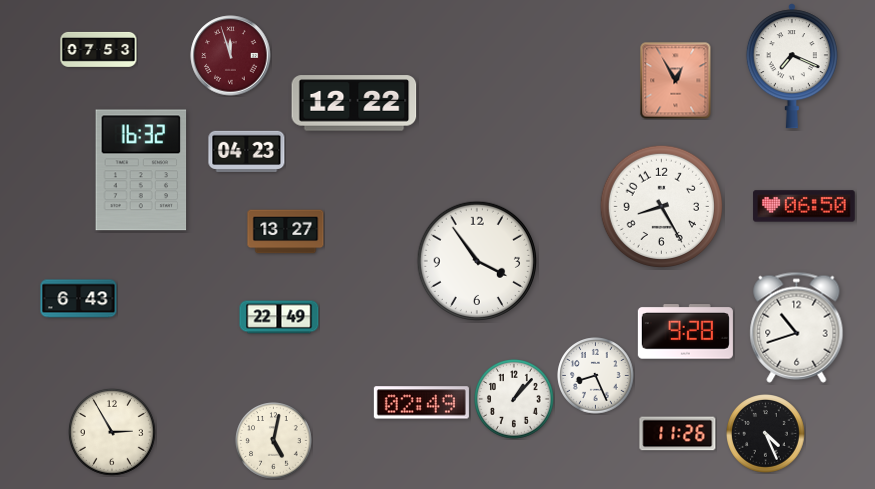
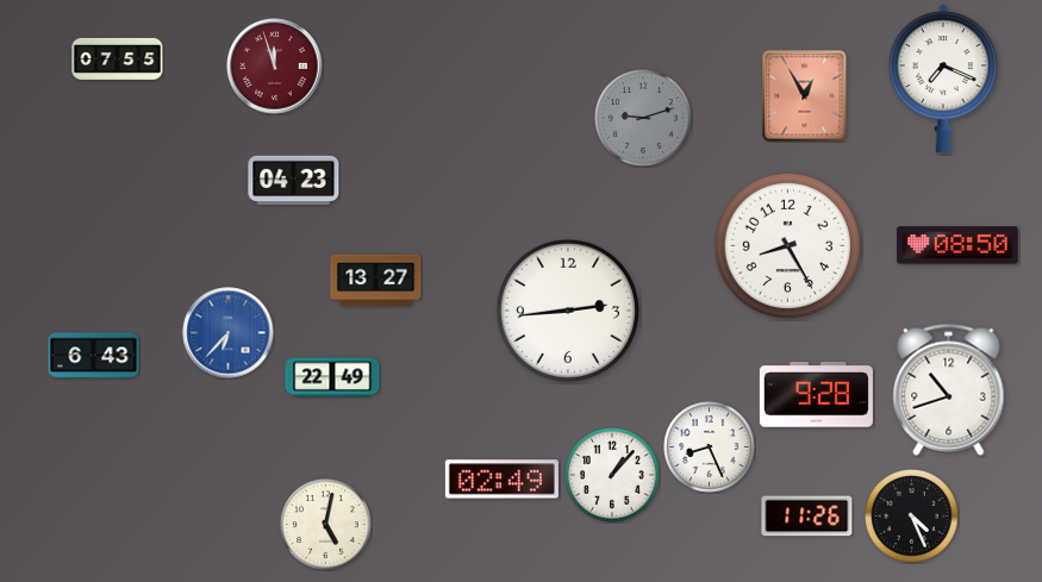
clock at (99, 49): 07:53 -> 07:55
clock at (644, 119): none -> 9:12
clock at (354, 103): 12:22 -> none
clock at (141, 170): 16:32 -> none
clock at (804, 206): 06:50 -> 08:50
clock at (286, 232) position: (286, 232) -> (376, 281)
clock at (477, 261): 3:54 -> 2:44
clock at (229, 333): none -> 6:37
clock at (112, 432): 2:55 -> none
